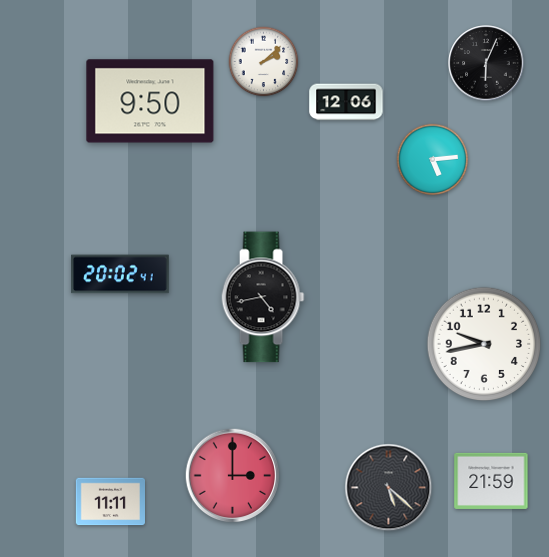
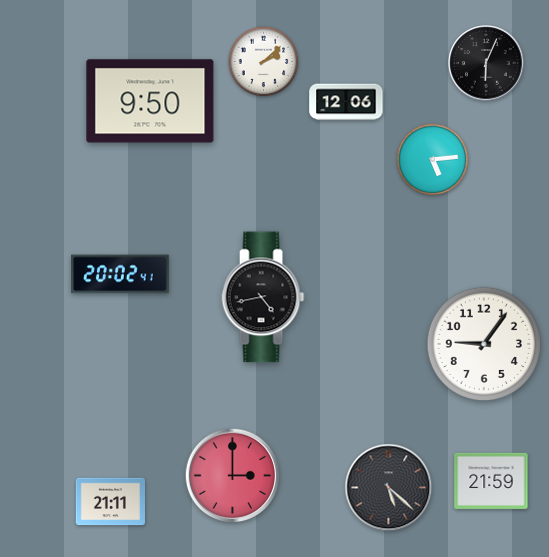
clock at (484, 344): 9:43 -> 9:06
clock at (110, 502): 11:11 -> 21:11
